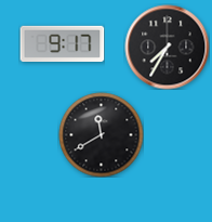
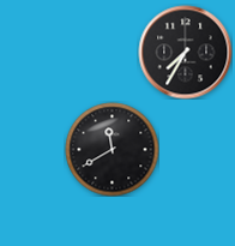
clock at (62, 44): 9:17 -> none
